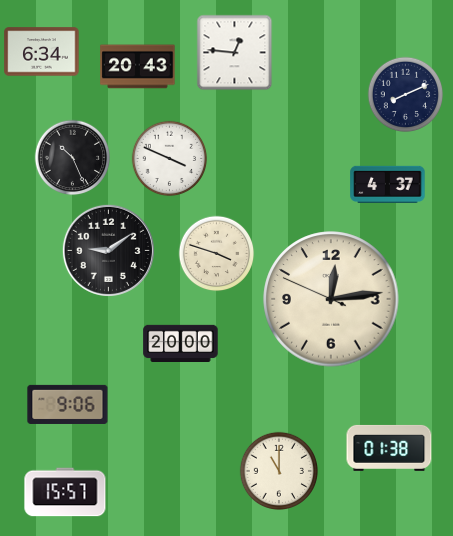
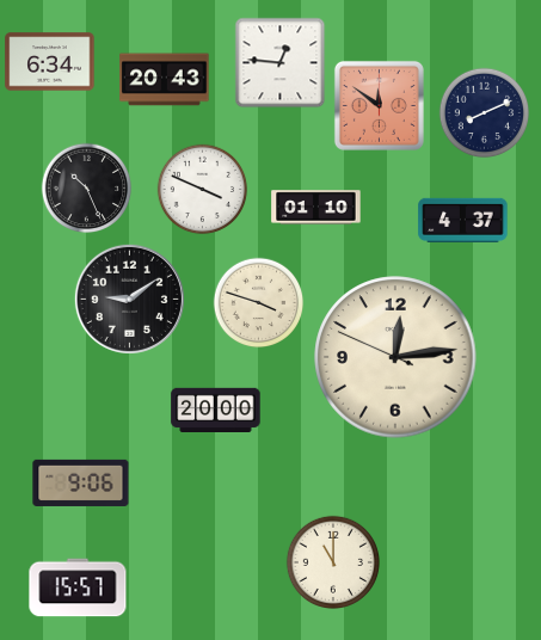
clock at (379, 105): none -> 11:51
clock at (316, 208): none -> 01:10
clock at (389, 448): 01:38 -> none
